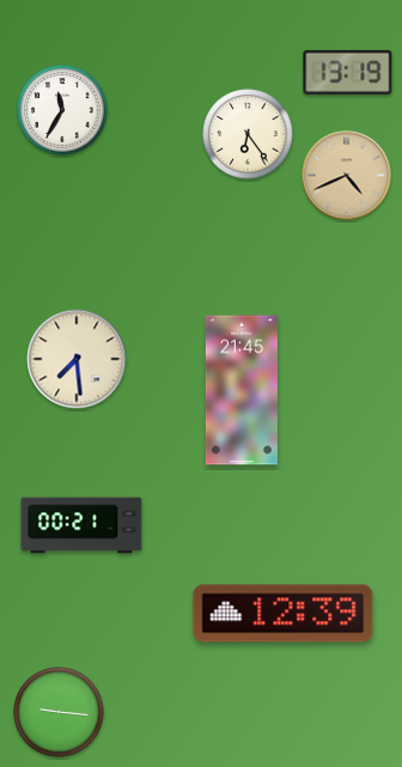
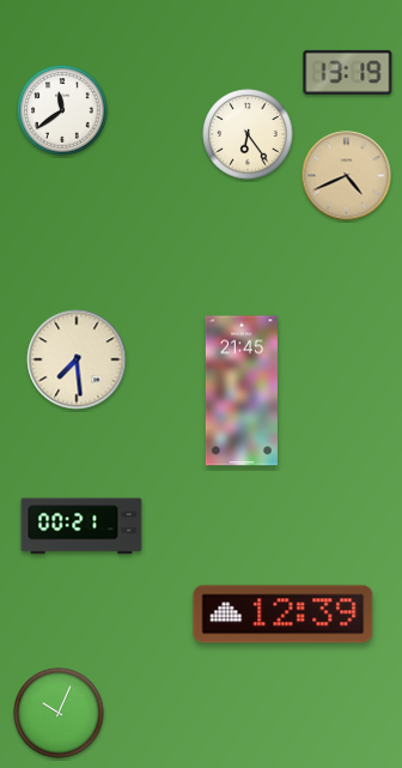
clock at (62, 110): 11:35 -> 11:39
clock at (59, 712): 9:16 -> 10:04
